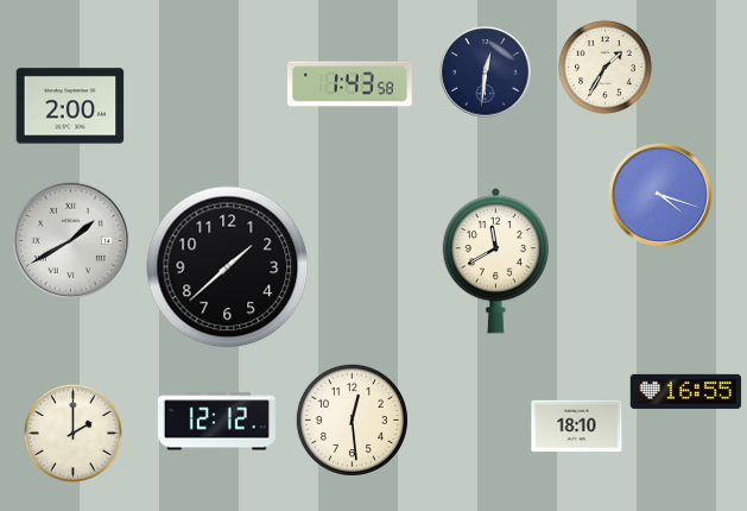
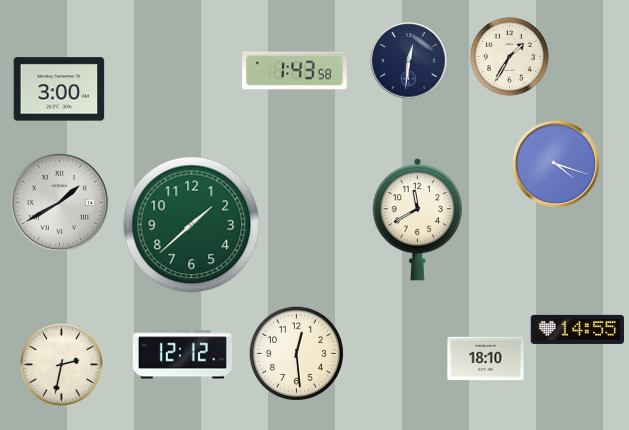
clock at (70, 106): 2:00 -> 3:00
clock at (228, 267) dial: black -> green
clock at (686, 391): 16:55 -> 14:55
clock at (72, 433): 2:00 -> 2:32
